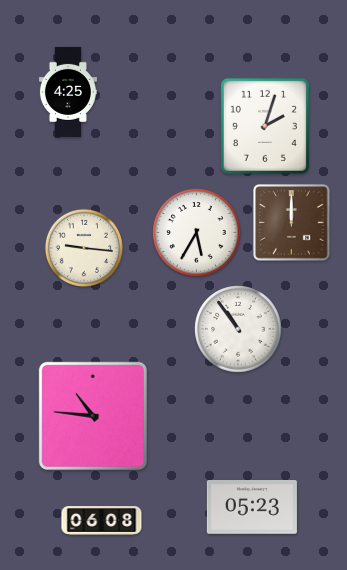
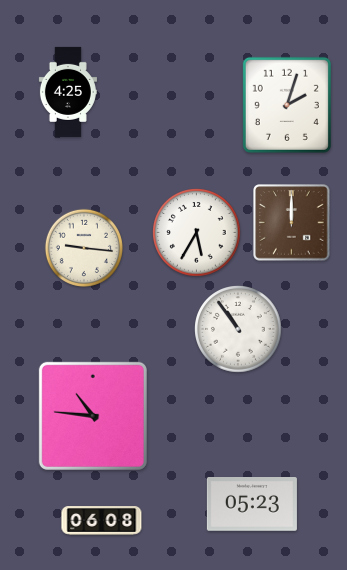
clock at (265, 126) position: (265, 126) -> (287, 105)
clock at (252, 508) position: (252, 508) -> (252, 505)
